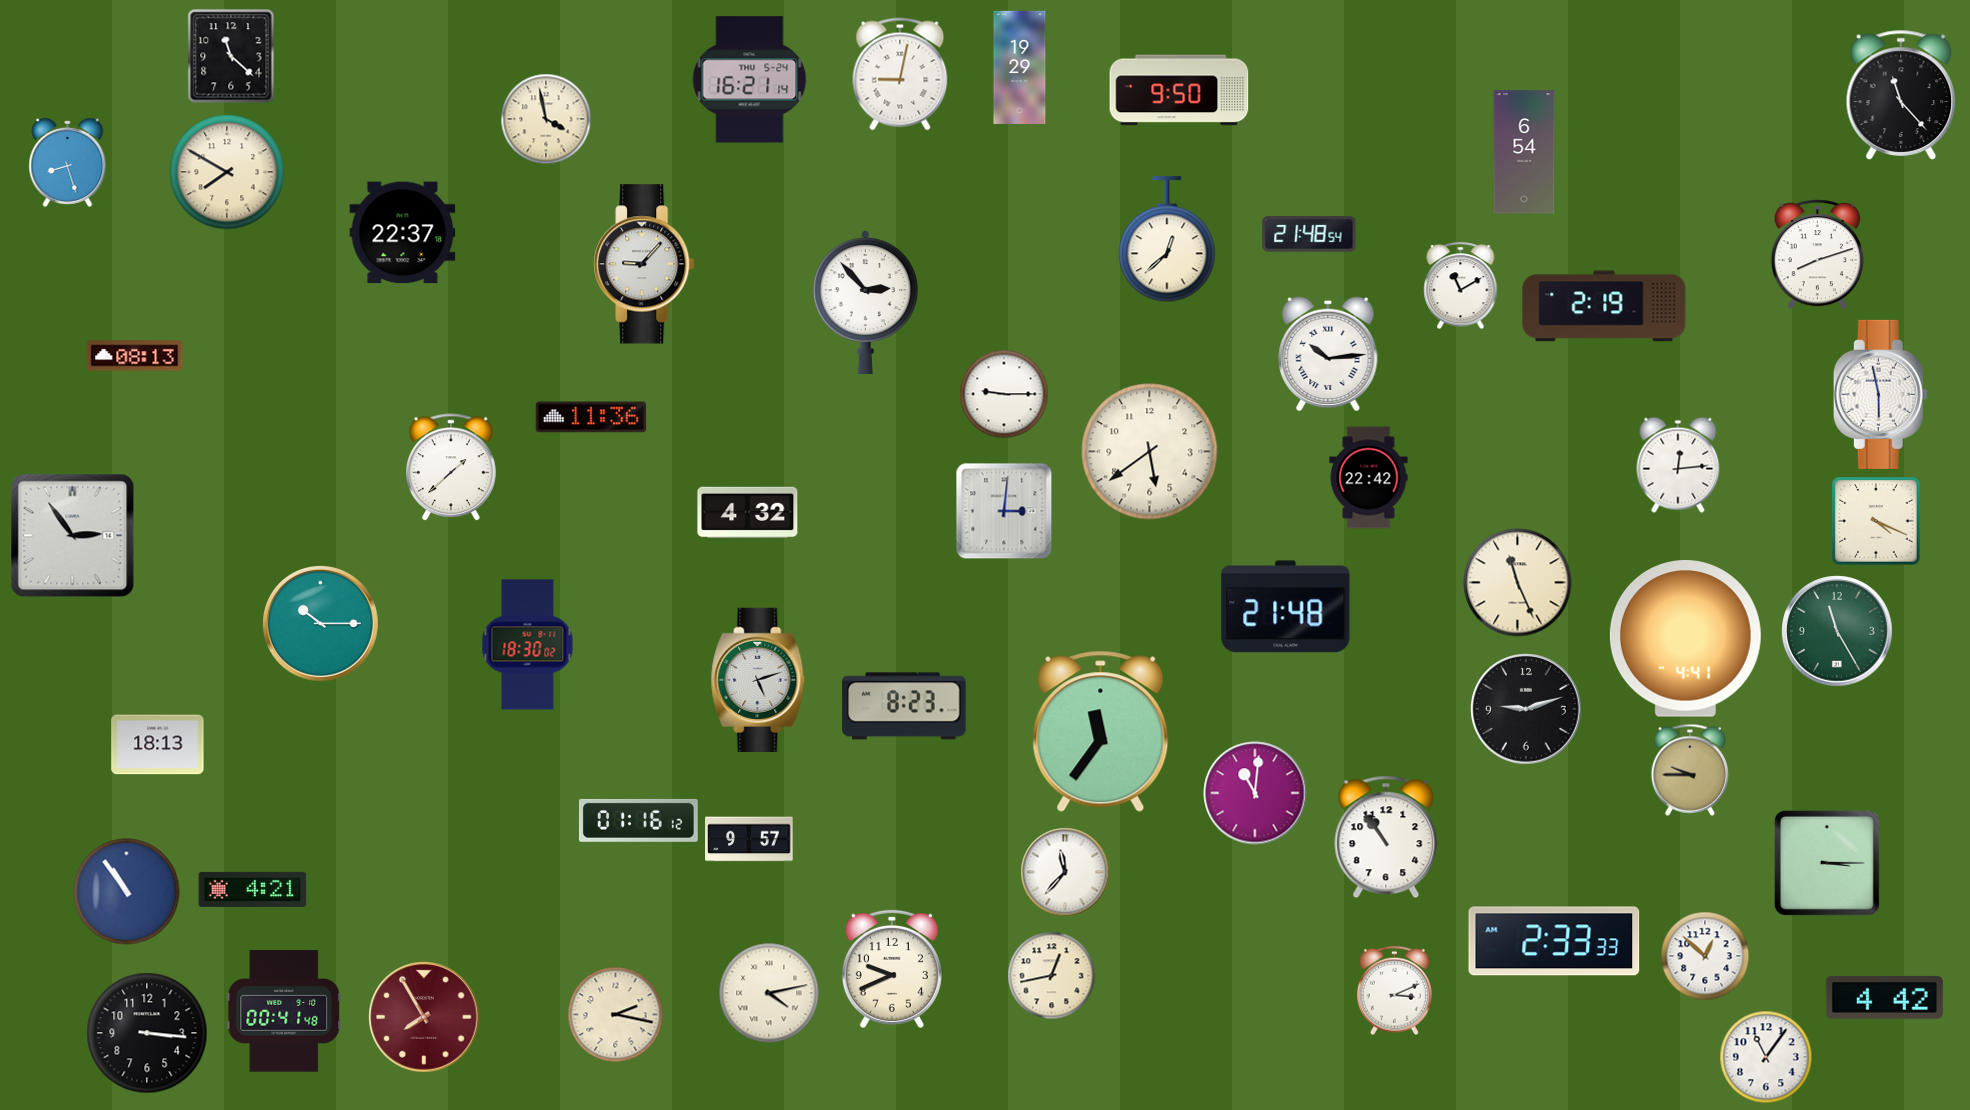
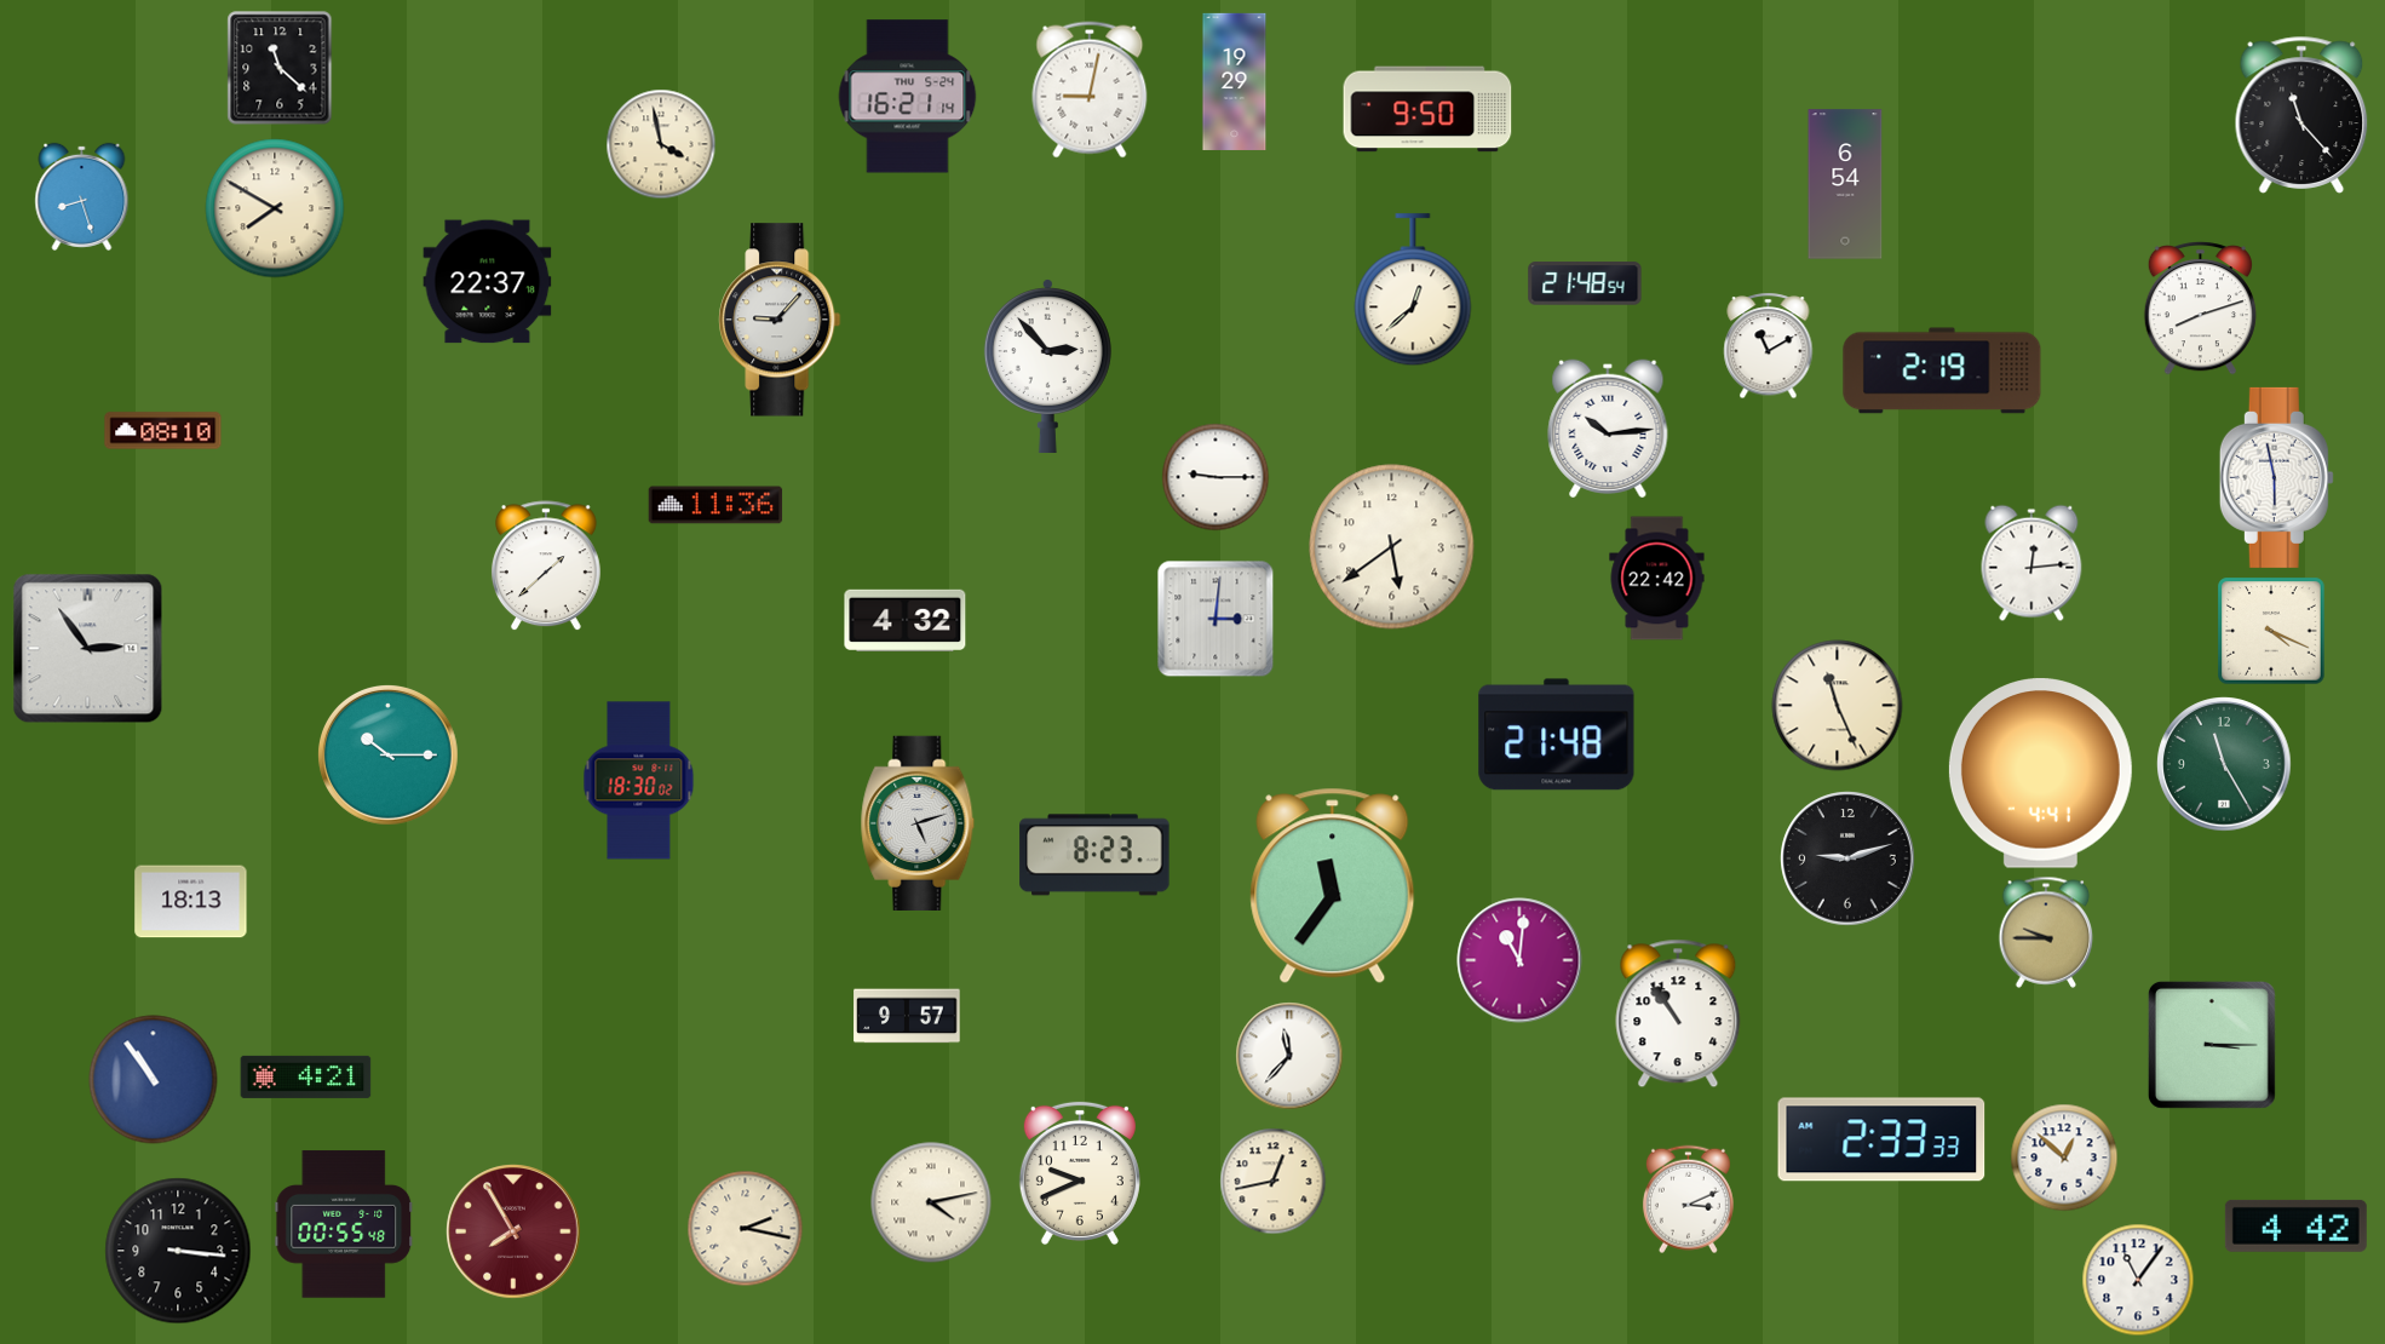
clock at (135, 356): 08:13 -> 08:10
clock at (638, 820): 01:16 -> none
clock at (1884, 997) position: (1884, 997) -> (2295, 1225)
clock at (284, 1011): 00:41 -> 00:55
